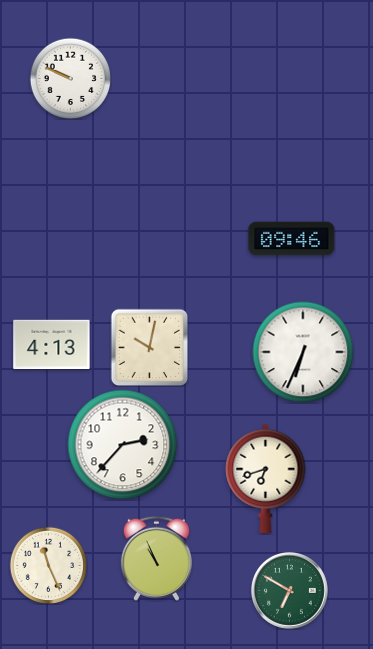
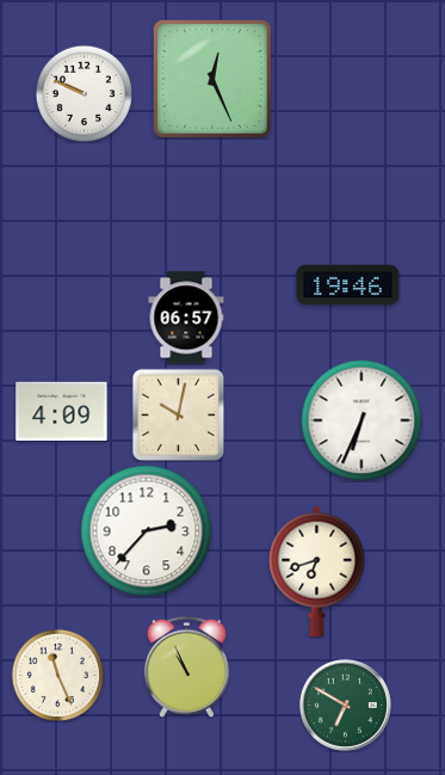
clock at (212, 79): none -> 12:26
clock at (292, 239): 09:46 -> 19:46
clock at (186, 318): none -> 06:57
clock at (52, 345): 4:13 -> 4:09
